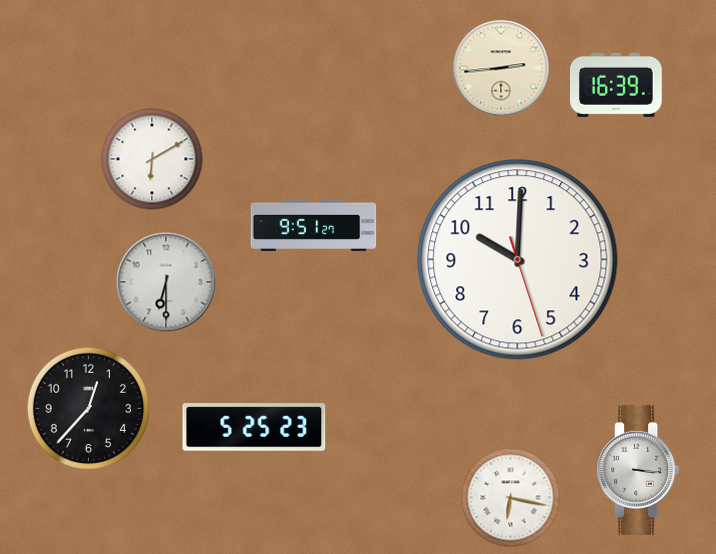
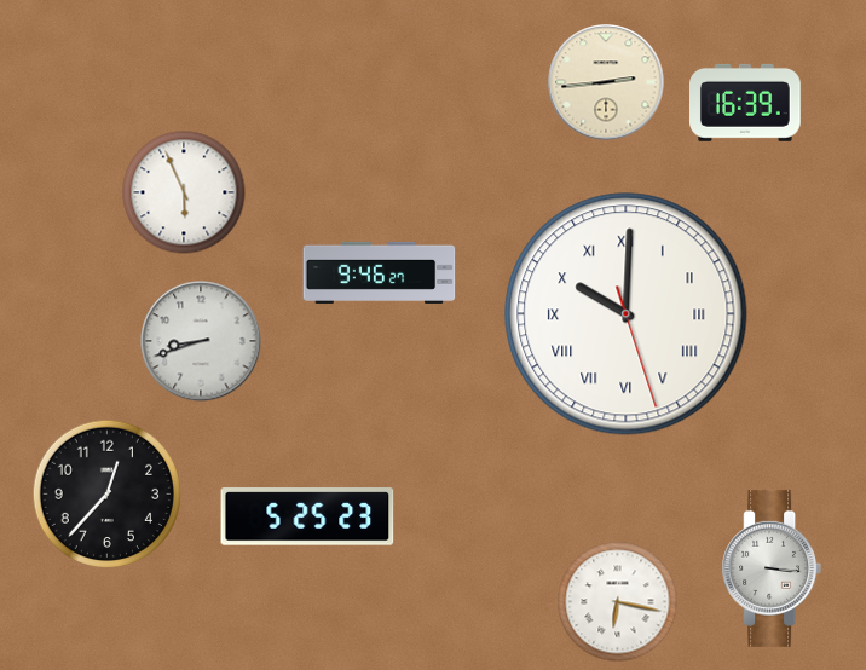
clock at (152, 159): 6:10 -> 5:56
clock at (314, 225): 9:51 -> 9:46
clock at (518, 260) numerals: Arabic -> Roman
clock at (166, 282): 6:30 -> 8:42
